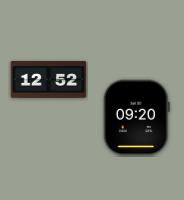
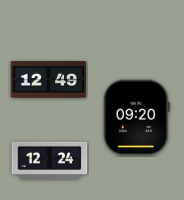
clock at (49, 80): 12:52 -> 12:49
clock at (50, 161): none -> 12:24
